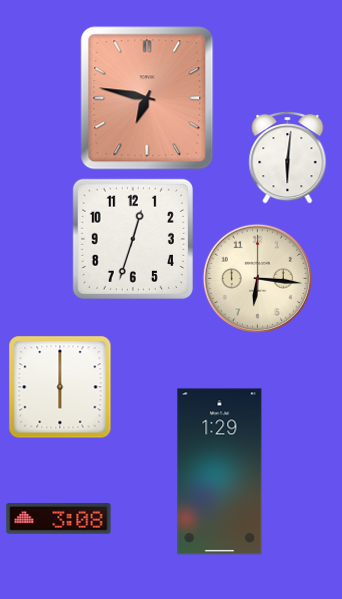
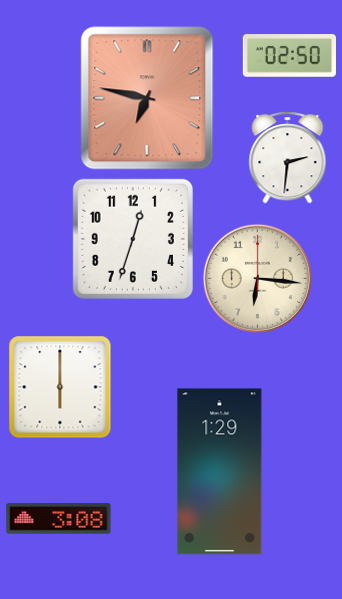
clock at (289, 56): none -> 02:50
clock at (288, 158): 6:01 -> 2:31
